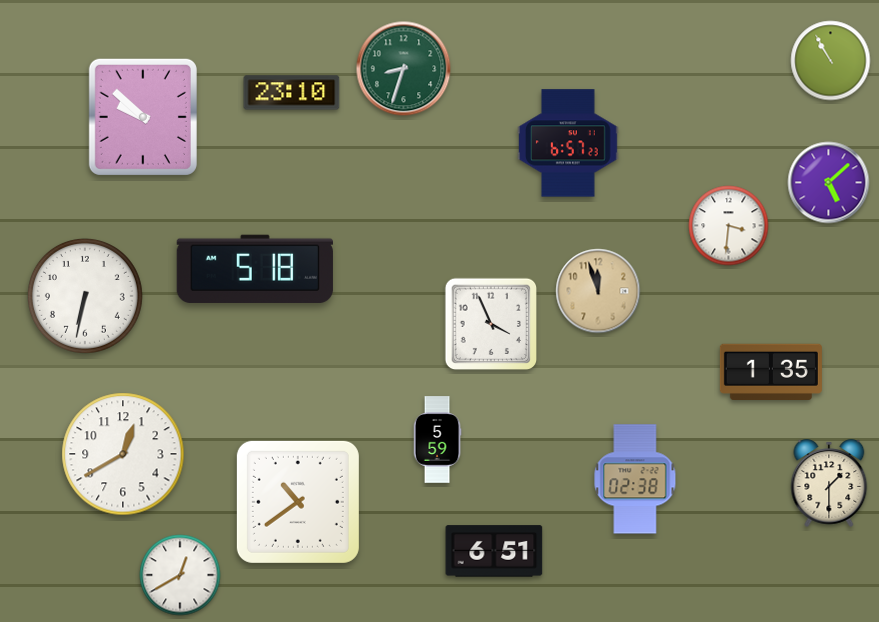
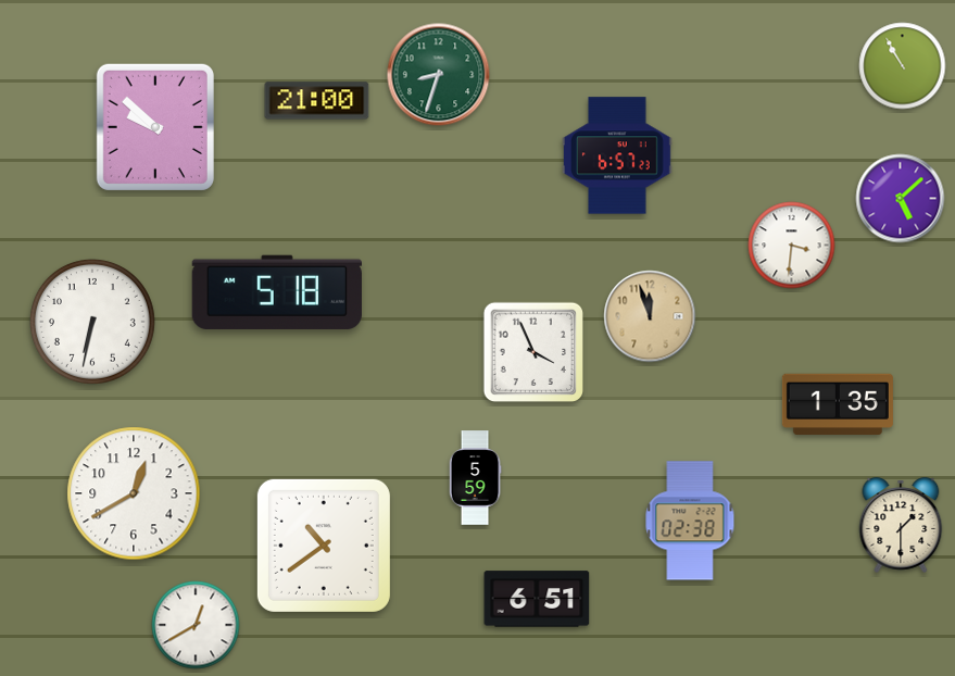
clock at (292, 93): 23:10 -> 21:00
